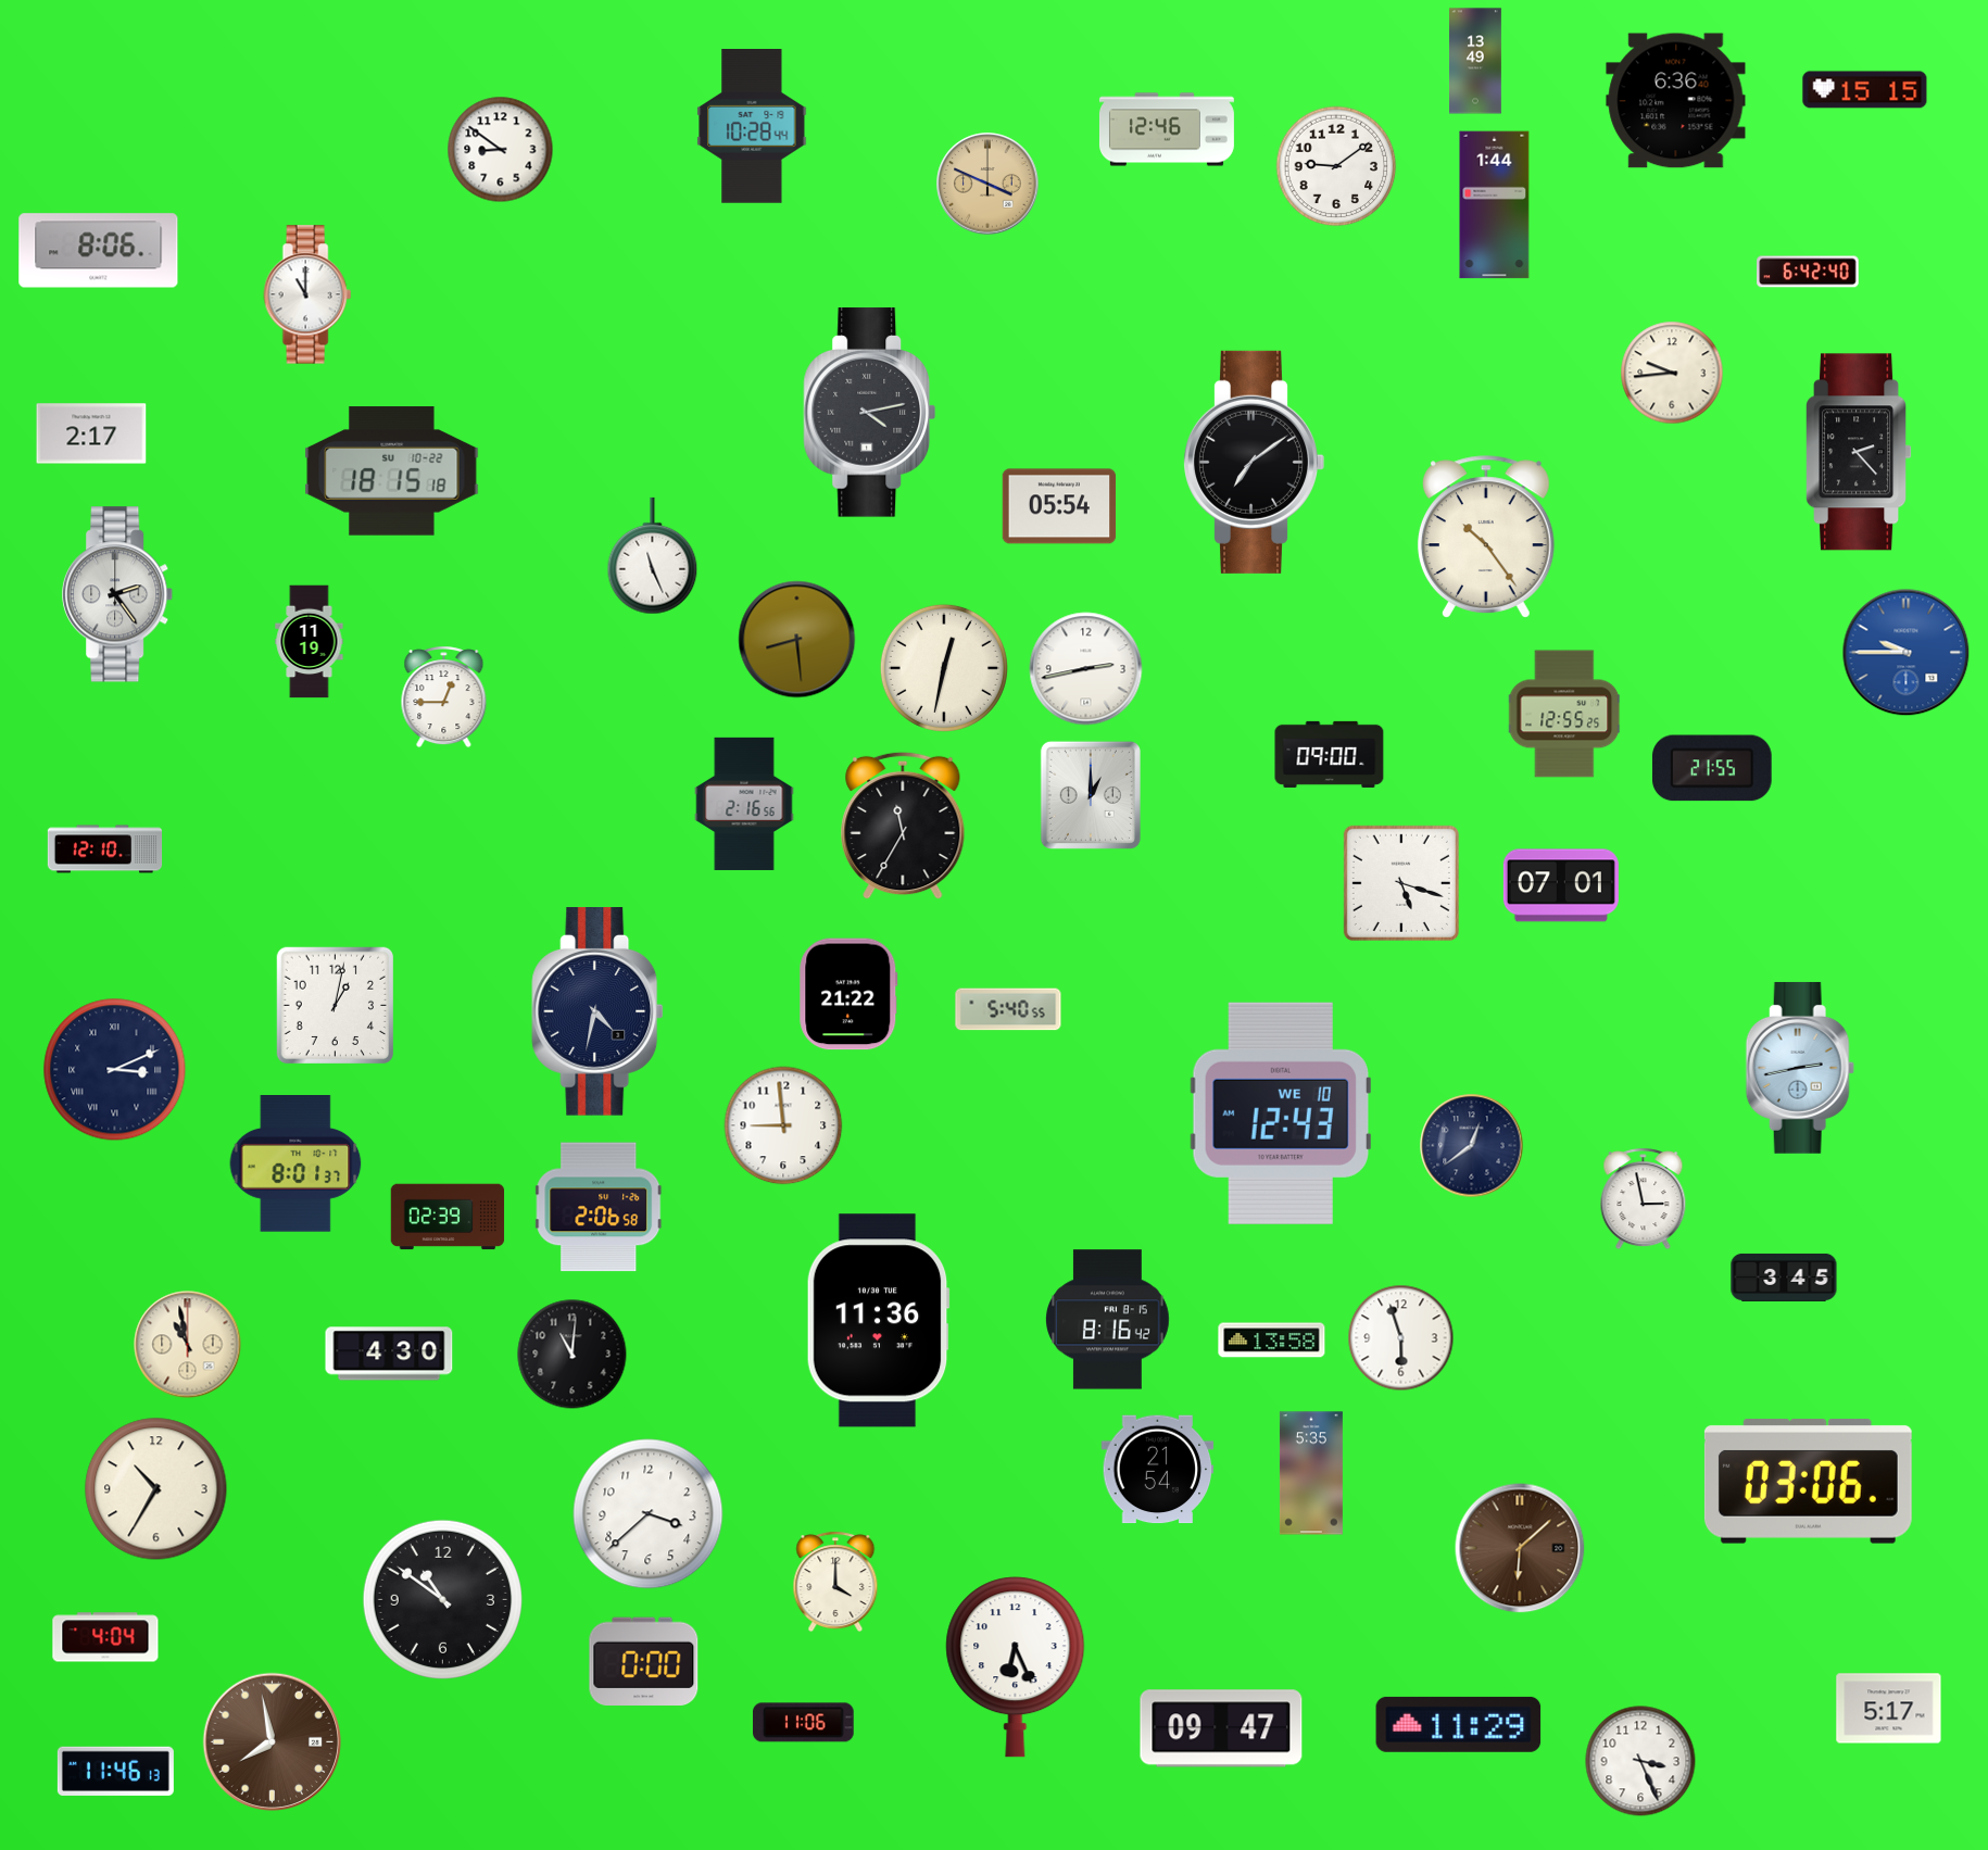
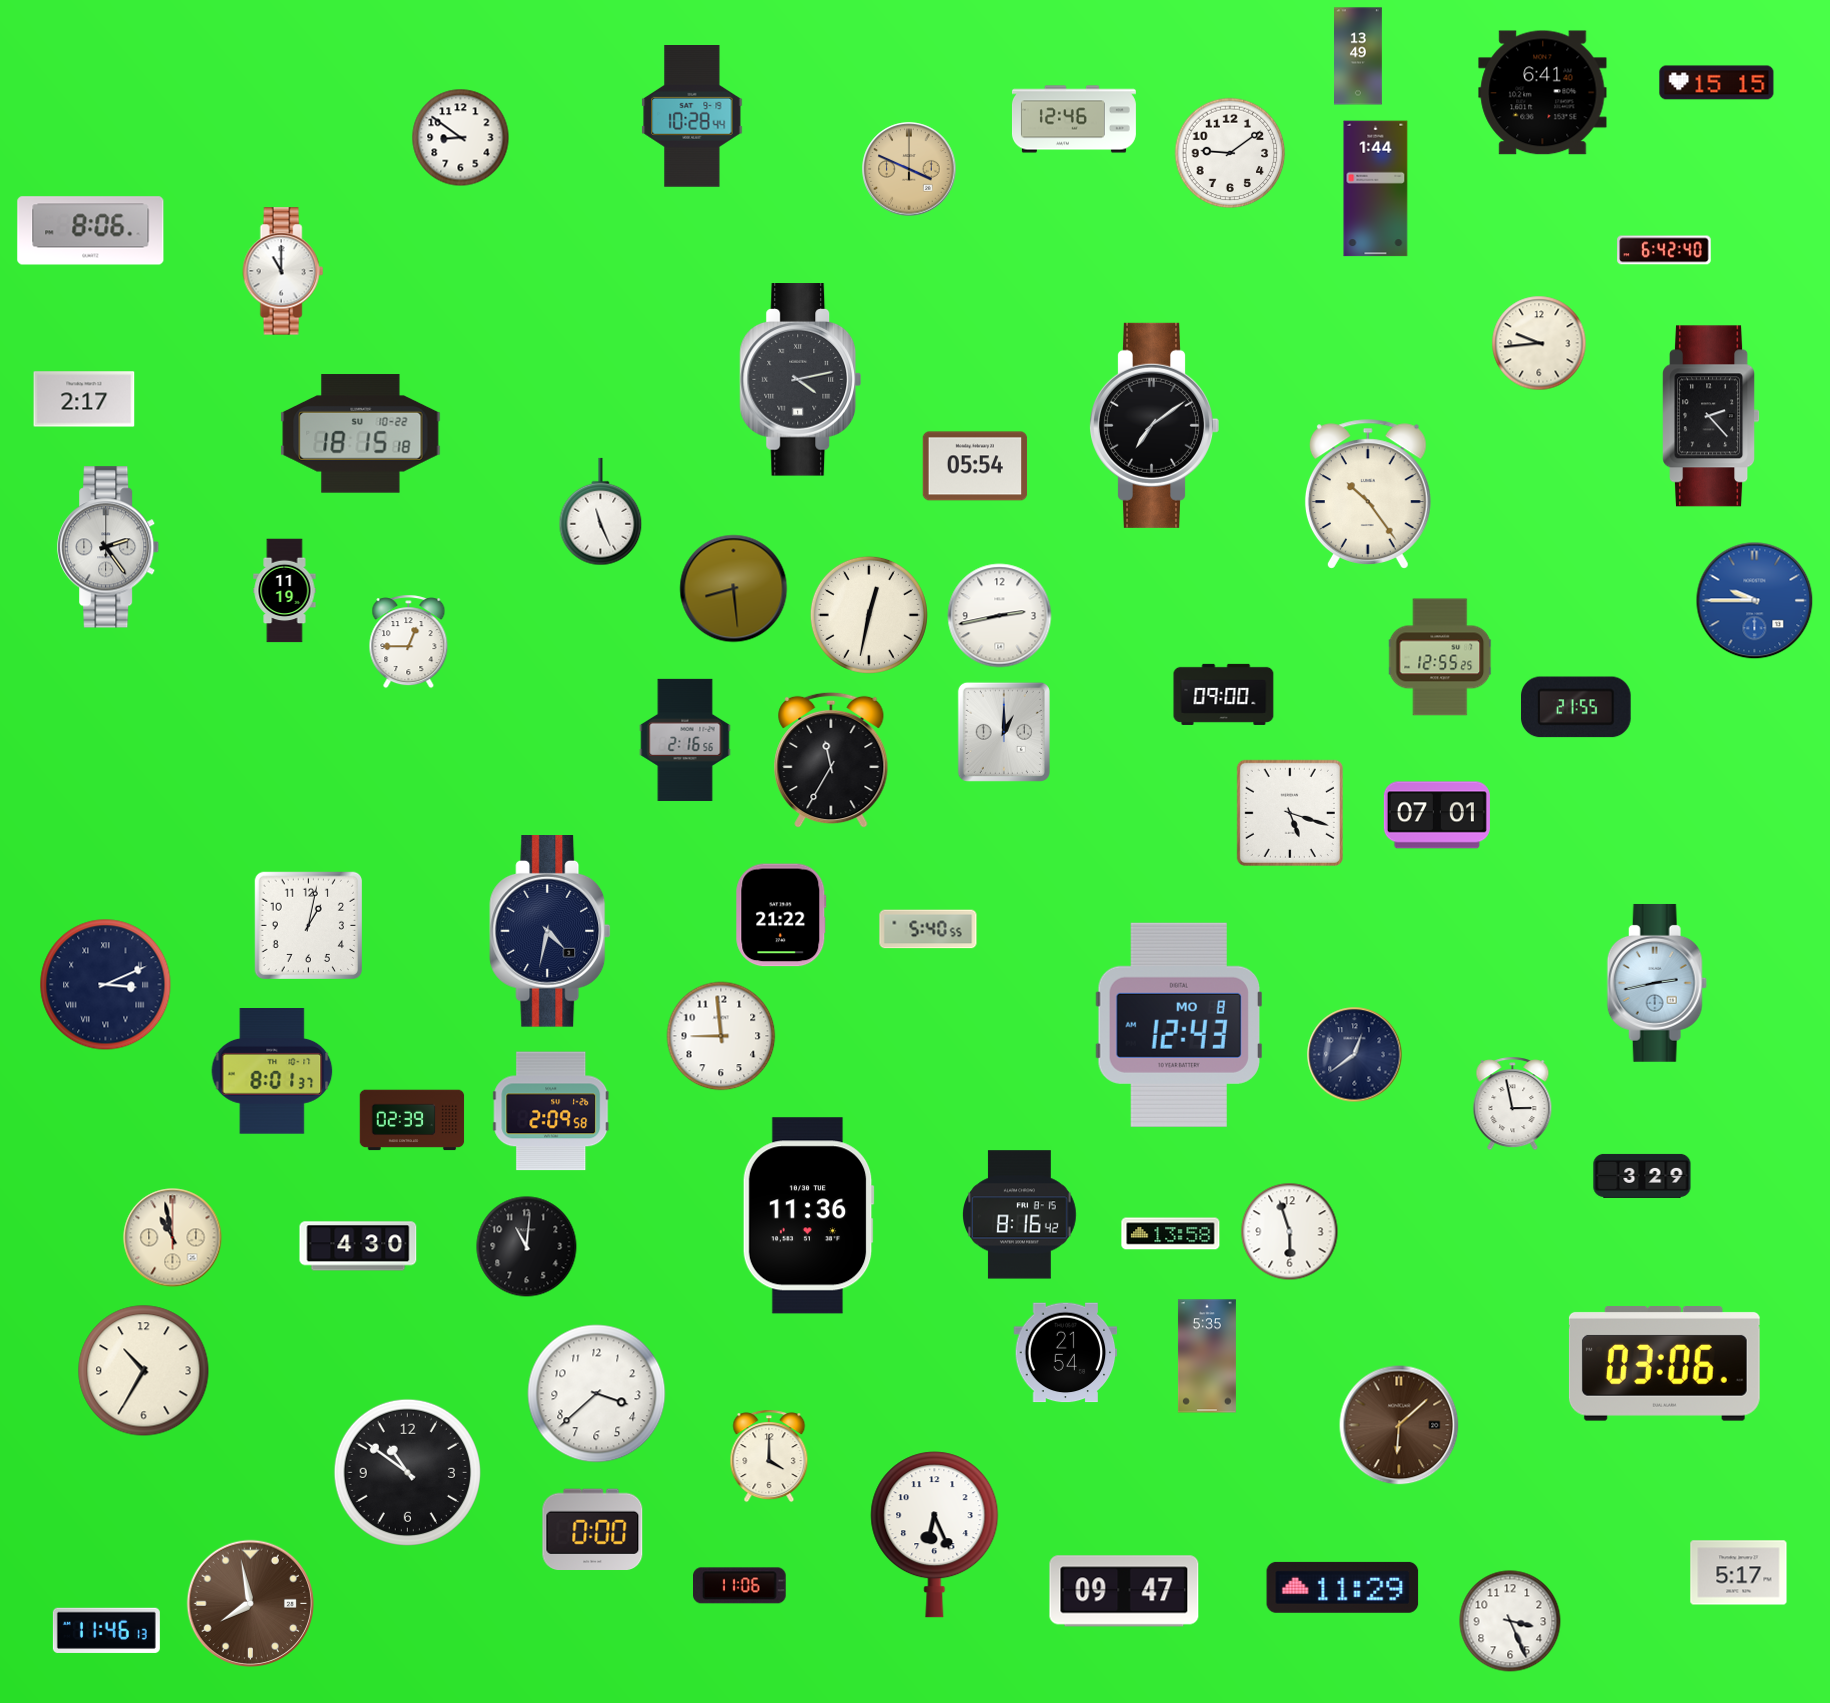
clock at (1676, 101): 6:36 -> 6:41
clock at (105, 850): 12:10 -> none
clock at (1281, 1113) date: WE 10 -> MO 8
clock at (599, 1207): 2:06 -> 2:09
clock at (1784, 1278): 3:45 -> 3:29
clock at (105, 1637): 4:04 -> none
